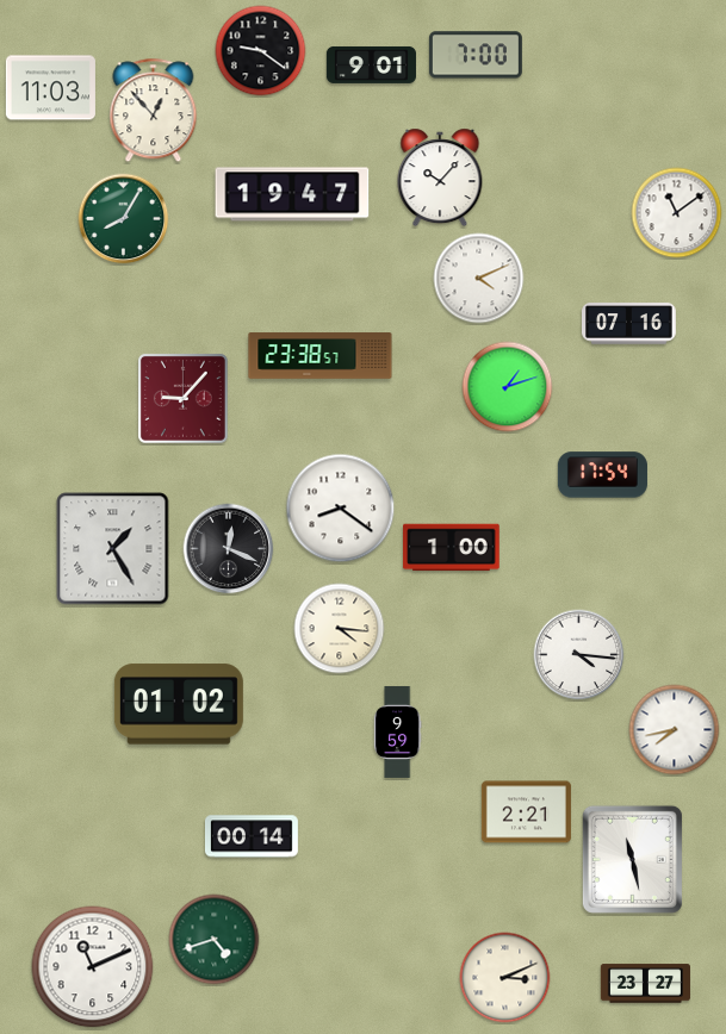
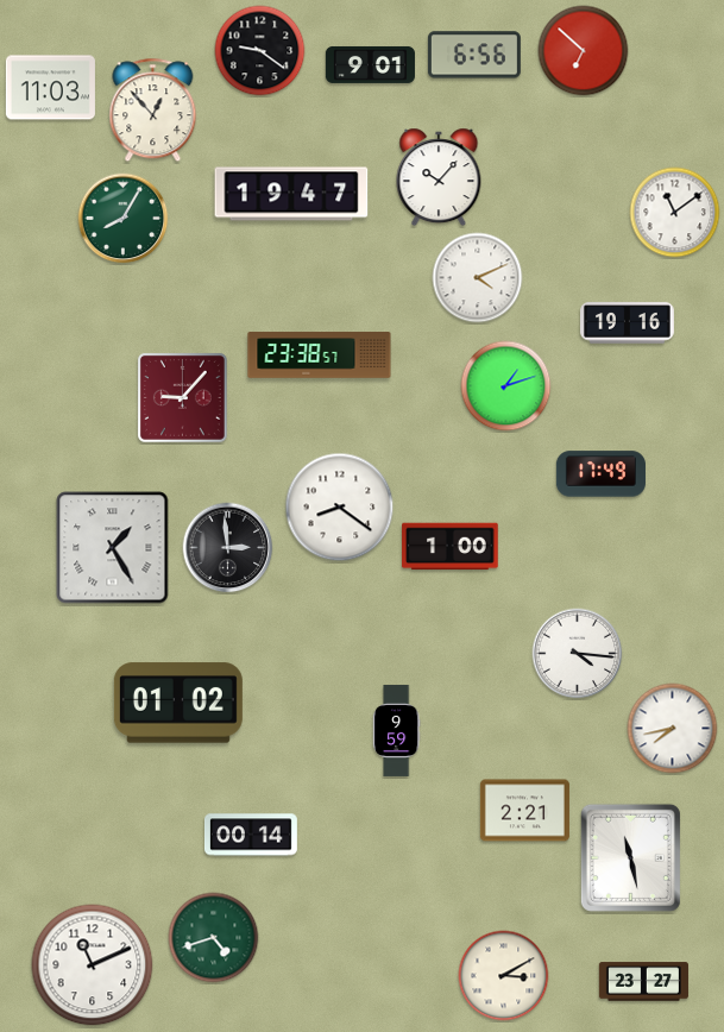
clock at (584, 51): none -> 6:52
clock at (476, 55): 7:00 -> 6:56
clock at (629, 324): 07:16 -> 19:16
clock at (602, 475): 17:54 -> 17:49
clock at (229, 549): 12:19 -> 2:59
clock at (340, 629): 4:16 -> none
clock at (505, 978): 3:11 -> 3:10
